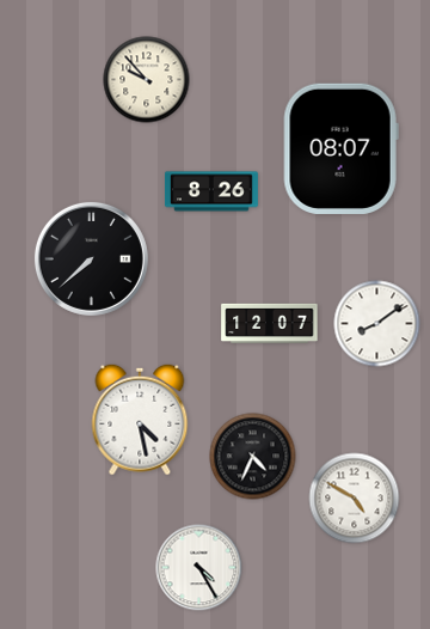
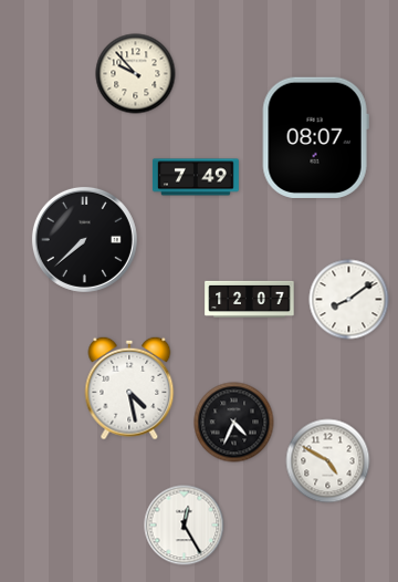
clock at (211, 191): 8:26 -> 7:49
clock at (199, 568): 4:25 -> 12:25
